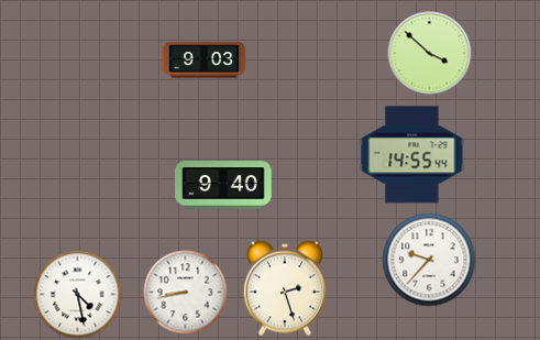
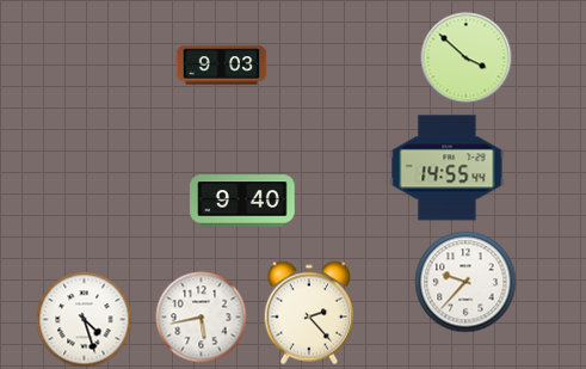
clock at (285, 288): 2:27 -> 2:23
clock at (186, 293): 8:43 -> 5:43
clock at (78, 295): 4:28 -> 4:27
